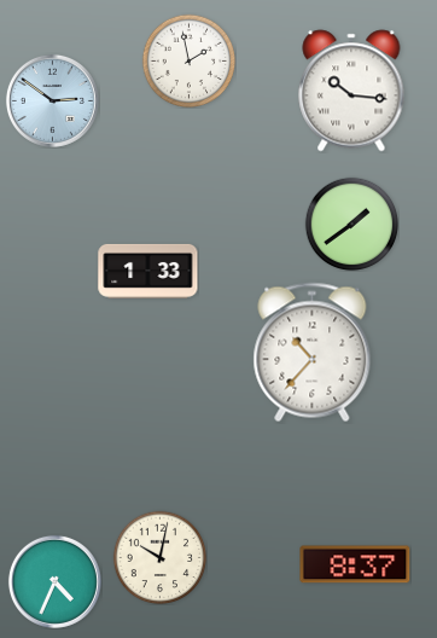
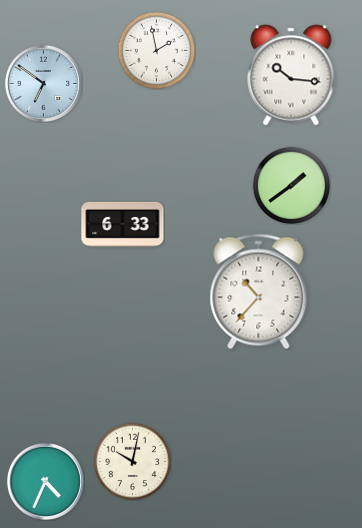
clock at (52, 100): 2:51 -> 6:51
clock at (148, 271): 1:33 -> 6:33
clock at (355, 564): 8:37 -> none
